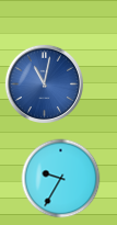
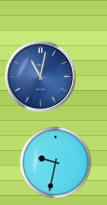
clock at (61, 179): 9:35 -> 9:32
